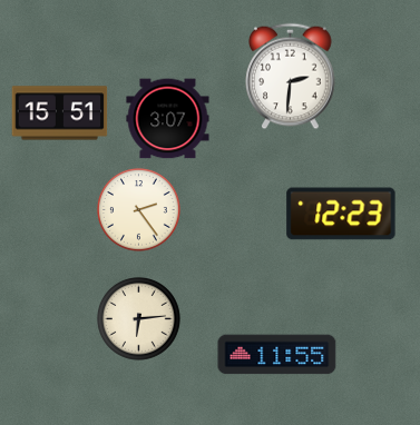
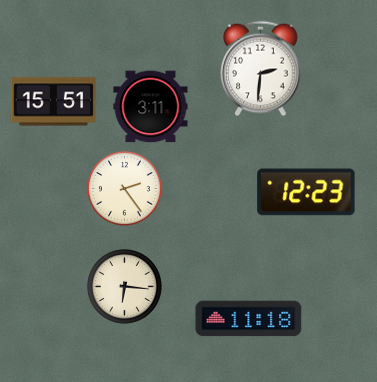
clock at (168, 119): 3:07 -> 3:11
clock at (139, 319): 6:14 -> 6:16
clock at (277, 355): 11:55 -> 11:18
